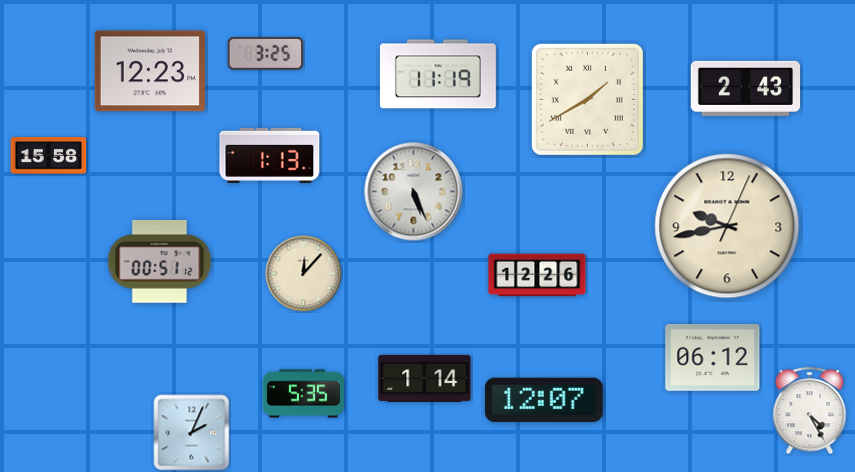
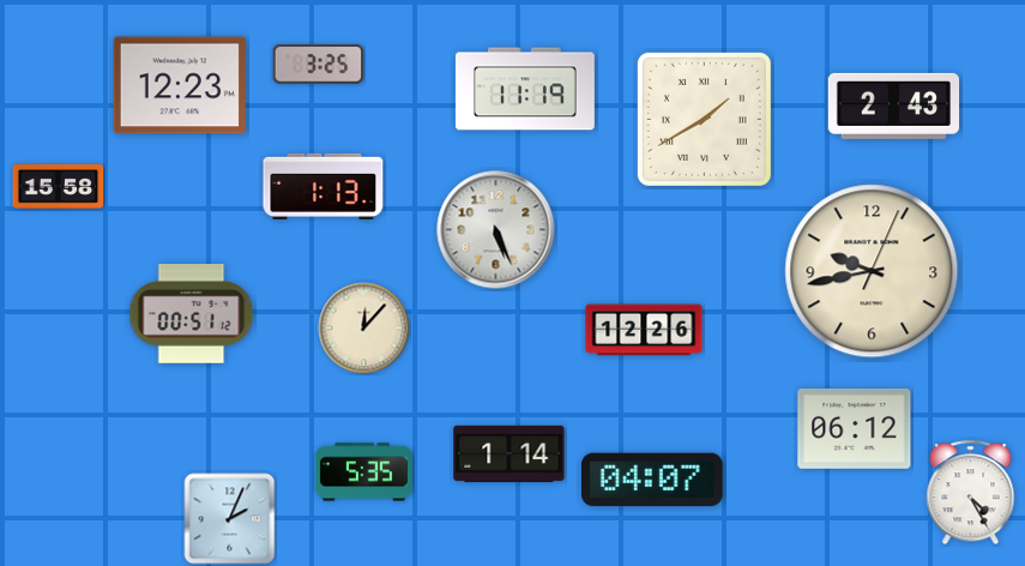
clock at (544, 400): 12:07 -> 04:07
